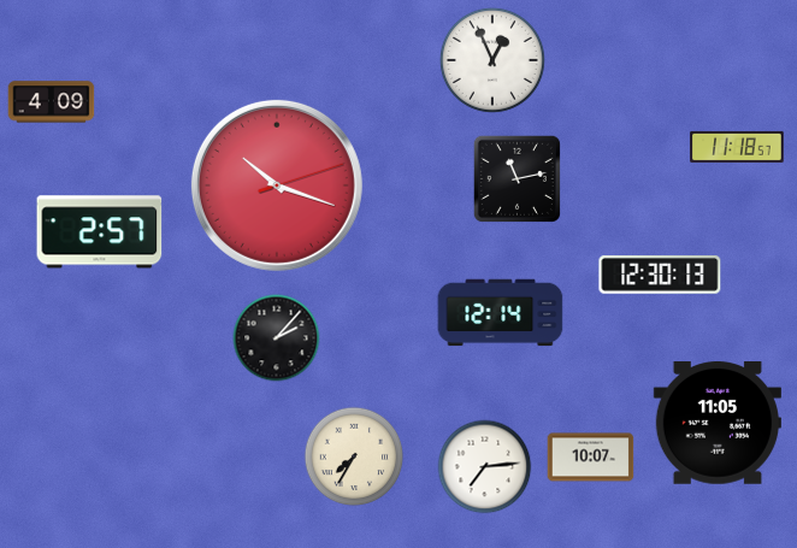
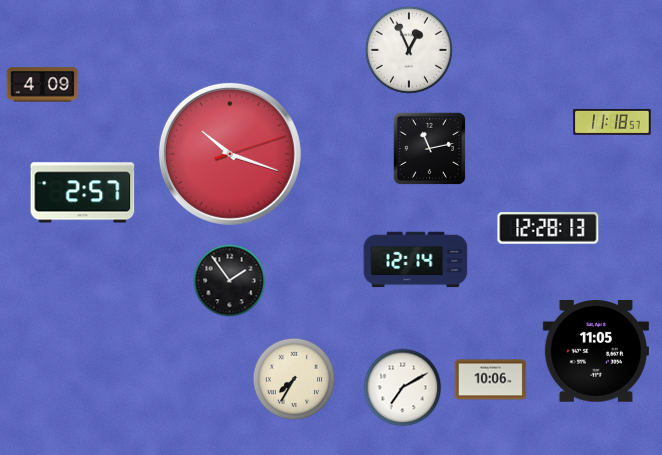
clock at (660, 275): 12:30 -> 12:28
clock at (277, 338): 2:07 -> 1:54
clock at (591, 458): 10:07 -> 10:06
clock at (485, 467): 7:14 -> 7:10
